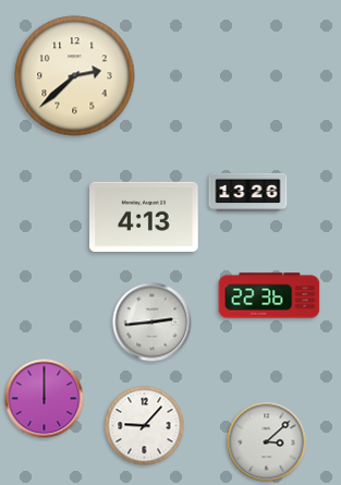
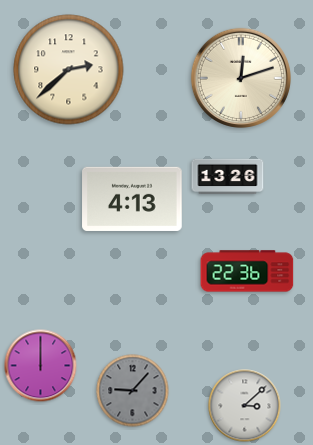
clock at (241, 78): none -> 12:12
clock at (153, 323): 2:44 -> none
clock at (145, 426) dial: white -> grey
